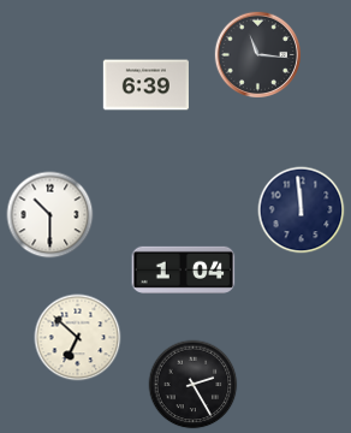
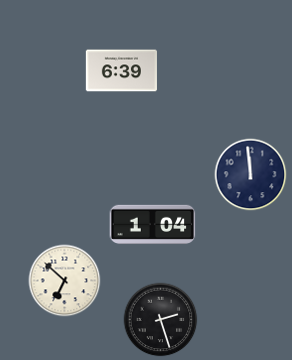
clock at (257, 54): 11:16 -> none
clock at (50, 215): 10:30 -> none
clock at (194, 385): 2:25 -> 2:27
